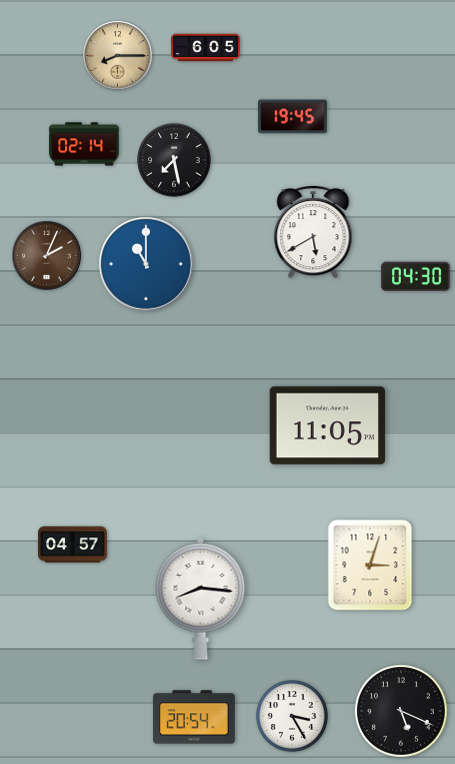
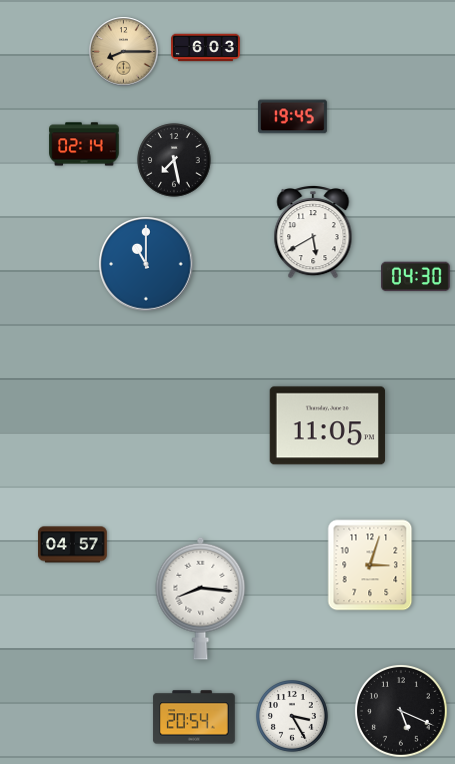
clock at (206, 48): 6:05 -> 6:03
clock at (118, 56) position: (118, 56) -> (124, 52)
clock at (47, 256): 2:04 -> none
